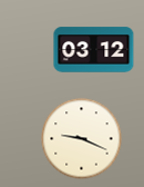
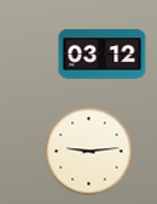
clock at (82, 139): 9:19 -> 9:14
